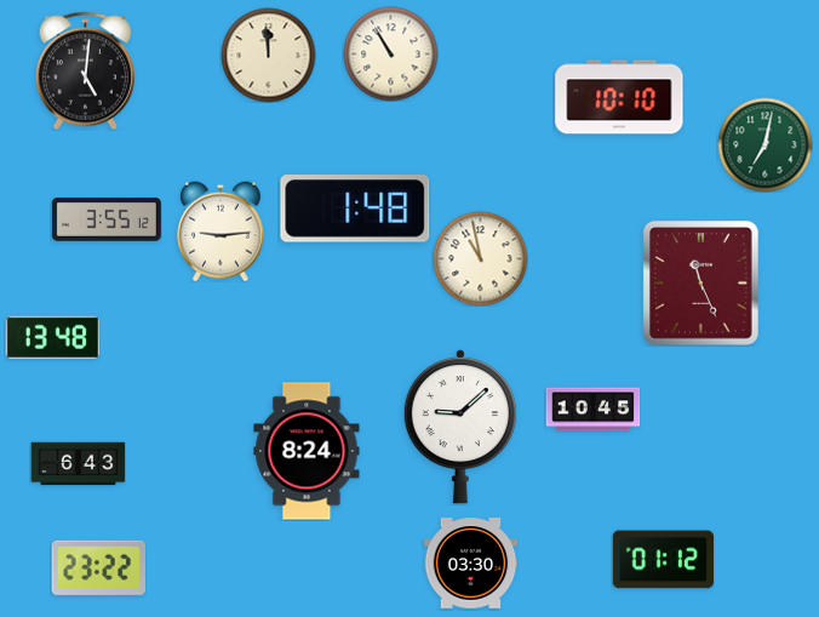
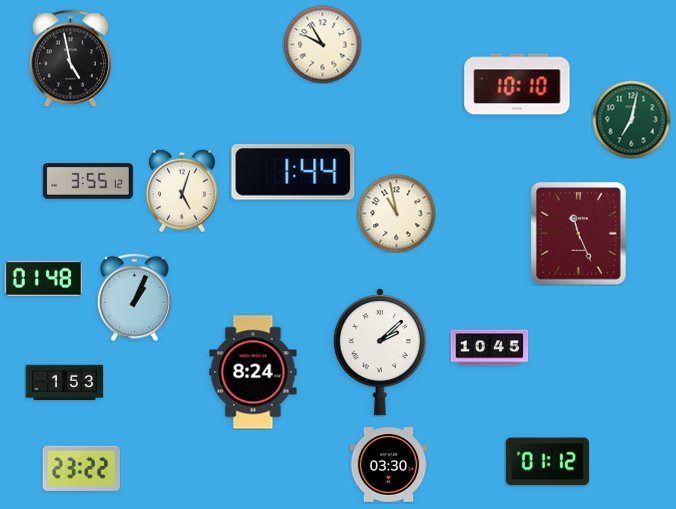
clock at (390, 53): 10:55 -> 9:55
clock at (268, 55): 11:59 -> none
clock at (85, 70): 5:01 -> 4:58
clock at (619, 97) position: (619, 97) -> (517, 84)
clock at (355, 208): 1:48 -> 1:44
clock at (220, 232): 9:14 -> 5:03
clock at (52, 338): 13:48 -> 01:48
clock at (134, 297): none -> 1:04
clock at (592, 410) position: (592, 410) -> (489, 348)
clock at (460, 427): 9:08 -> 2:08
clock at (78, 464): 6:43 -> 1:53
